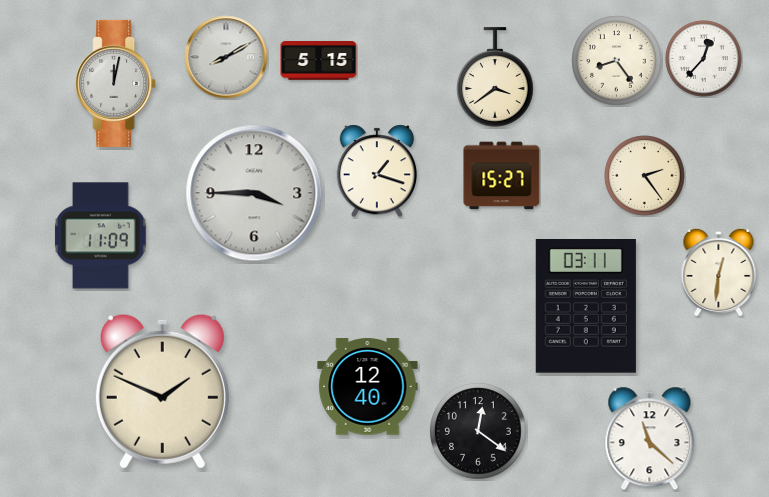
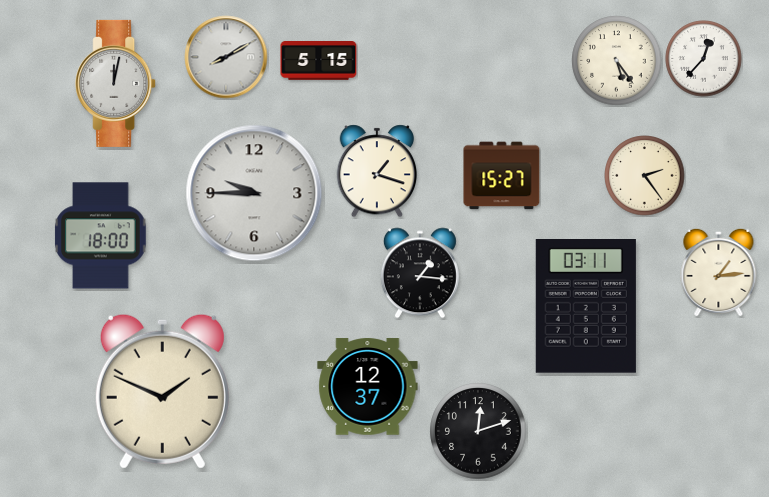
clock at (617, 61): 8:24 -> 5:24
clock at (496, 77): 3:39 -> none
clock at (254, 193): 3:45 -> 9:45
clock at (101, 236): 11:09 -> 18:00
clock at (719, 271): 12:31 -> 1:14
clock at (420, 273): none -> 1:16
clock at (368, 387): 12:40 -> 12:37
clock at (478, 431): 12:21 -> 12:12
clock at (650, 439): 11:22 -> none
